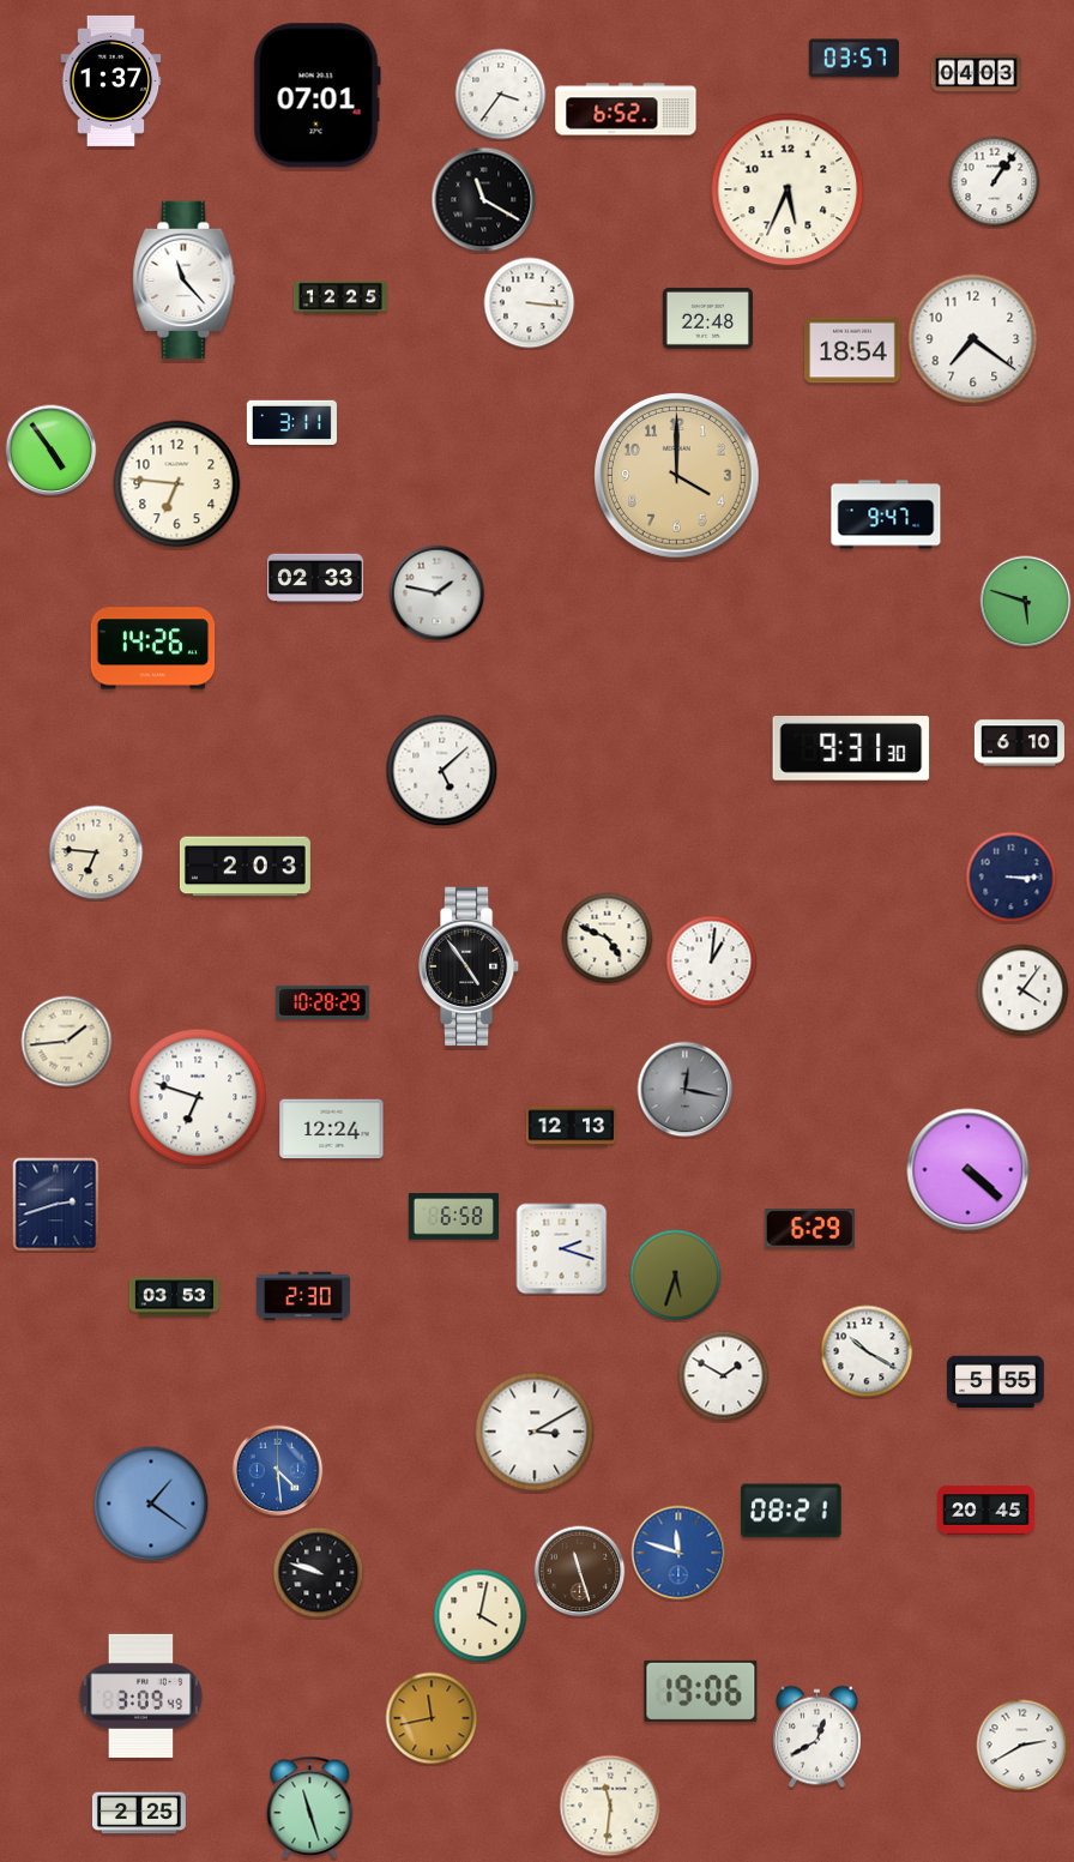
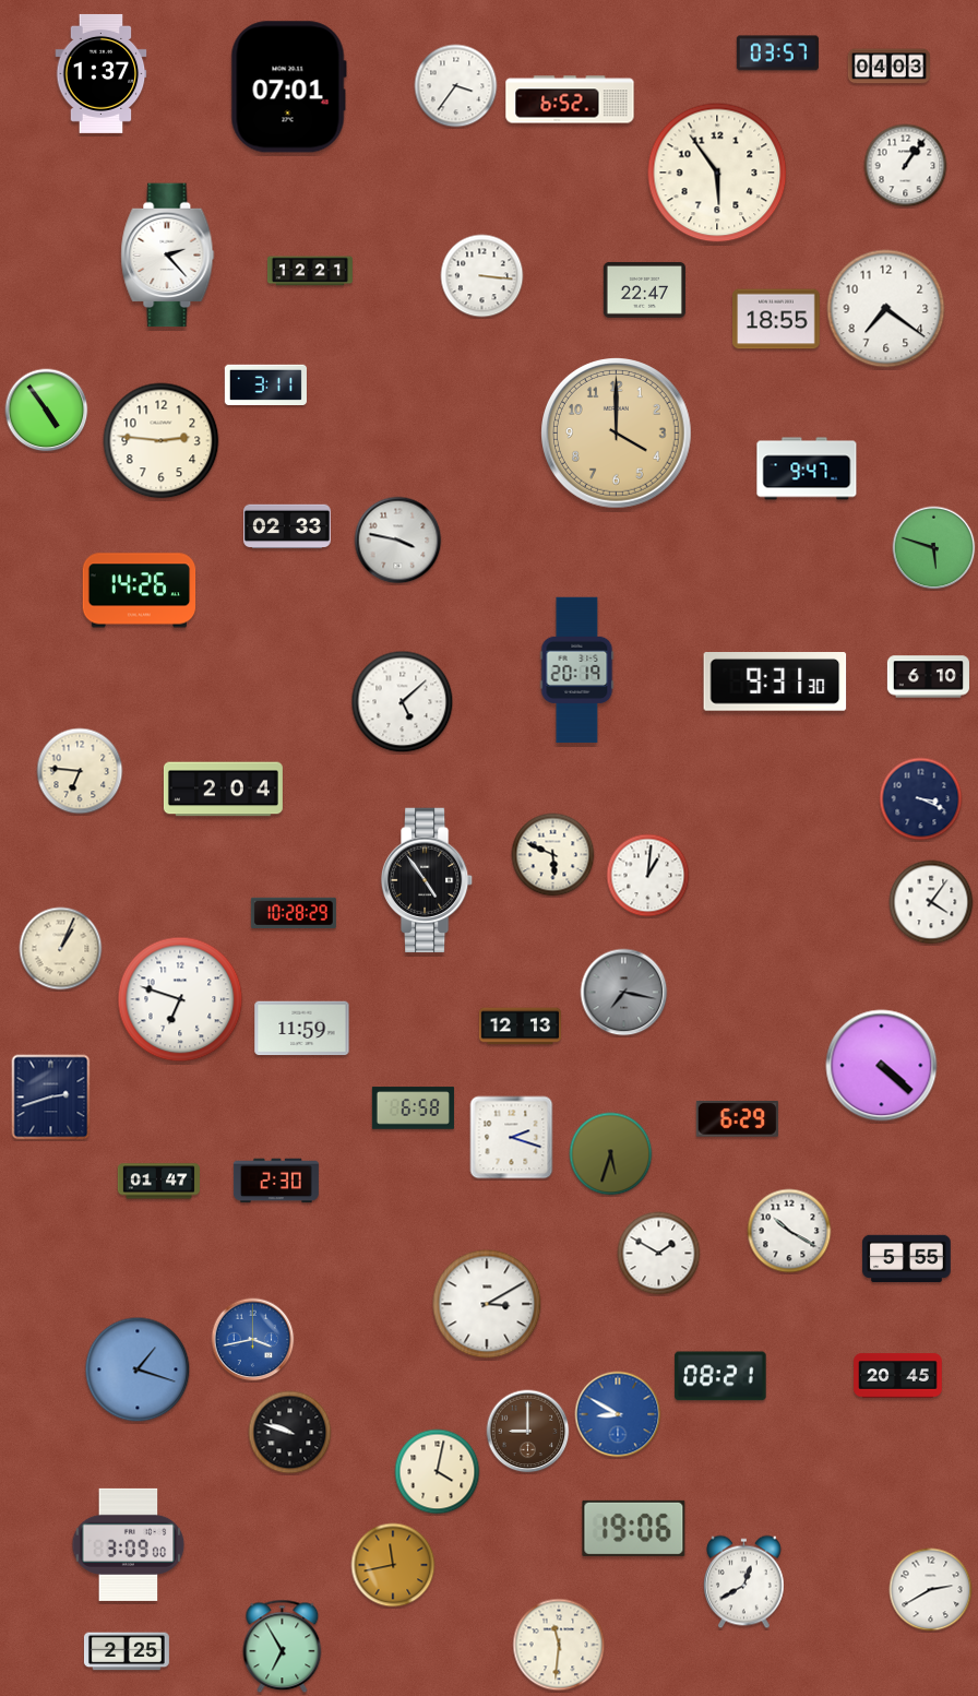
clock at (788, 189): 5:34 -> 5:54
clock at (484, 200): 11:20 -> none
clock at (185, 281): 11:23 -> 2:23
clock at (340, 297): 12:25 -> 12:21
clock at (707, 318): 22:48 -> 22:47
clock at (853, 350): 18:54 -> 18:55
clock at (177, 484): 6:46 -> 2:46
clock at (438, 593): 1:47 -> 3:47
clock at (577, 671): none -> 20:19
clock at (96, 852) position: (96, 852) -> (80, 771)
clock at (245, 867): 2:03 -> 2:04
clock at (1012, 878): 3:15 -> 3:19
clock at (608, 939): 4:49 -> 5:49
clock at (67, 1042): 1:44 -> 1:04
clock at (686, 1090): 12:17 -> 7:17
clock at (332, 1129): 12:24 -> 11:59
clock at (676, 1276) position: (676, 1276) -> (611, 1154)
clock at (174, 1297): 03:53 -> 01:47
clock at (278, 1471): 4:29 -> 3:43
clock at (151, 1504): 1:21 -> 1:18
clock at (678, 1553): 11:48 -> 8:50
clock at (580, 1572): 11:27 -> 9:00
clock at (701, 1691) position: (701, 1691) -> (634, 1528)
clock at (141, 1695): 3:09:49 -> 3:09:00
clock at (610, 1806) position: (610, 1806) -> (559, 1645)
clock at (310, 1808): 11:27 -> 6:55
